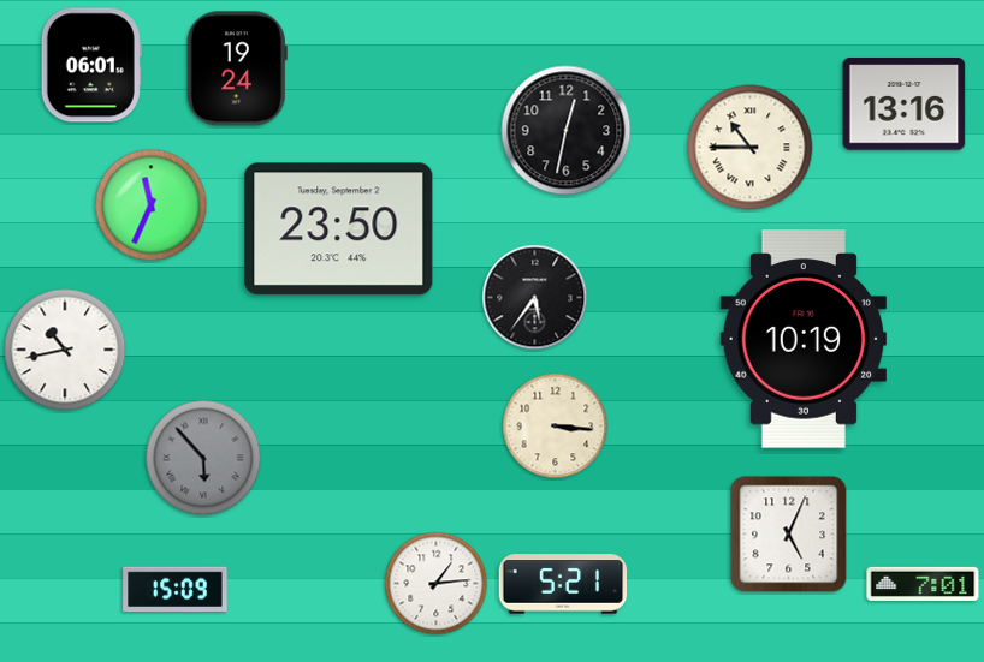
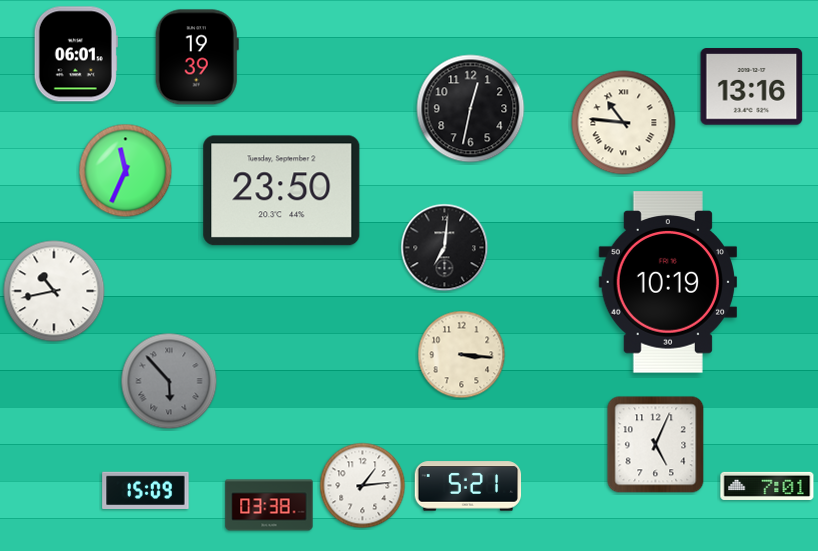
clock at (237, 68): 19:24 -> 19:39
clock at (751, 148): 10:45 -> 10:46
clock at (535, 298): 5:36 -> 7:01
clock at (269, 505): none -> 03:38
